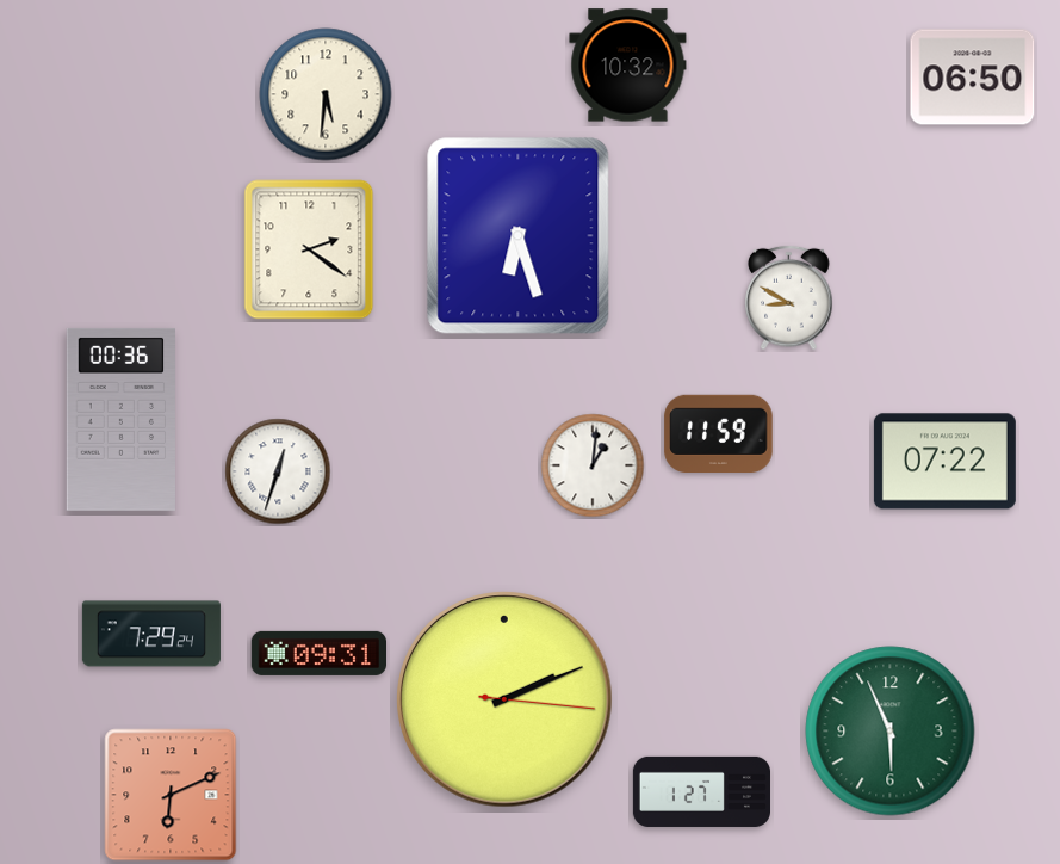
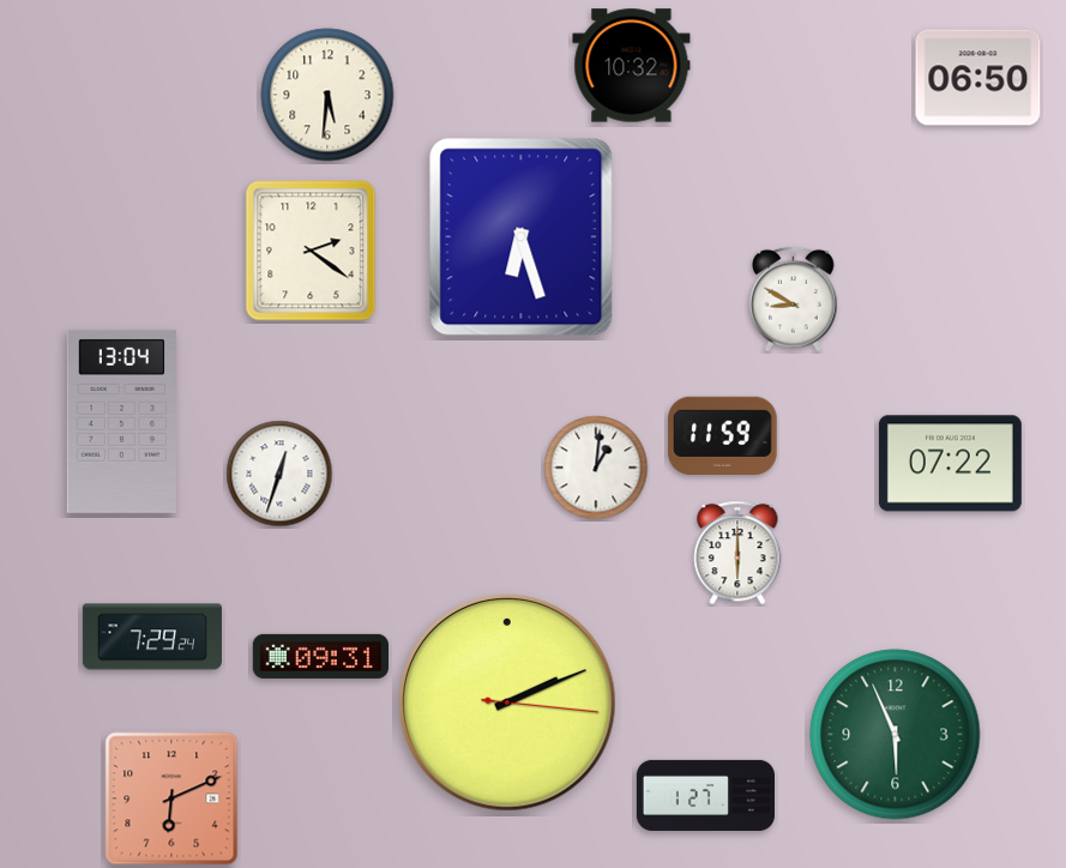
clock at (120, 419): 00:36 -> 13:04
clock at (737, 553): none -> 6:00
